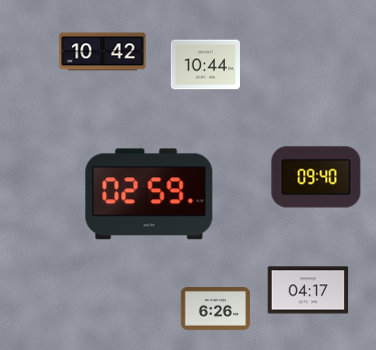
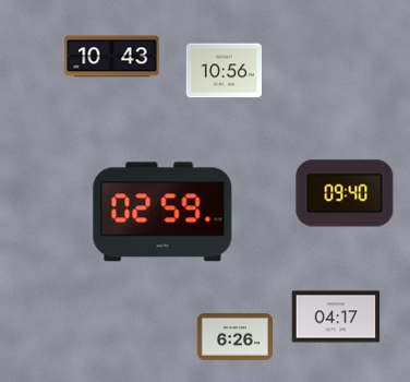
clock at (103, 52): 10:42 -> 10:43
clock at (205, 65): 10:44 -> 10:56
